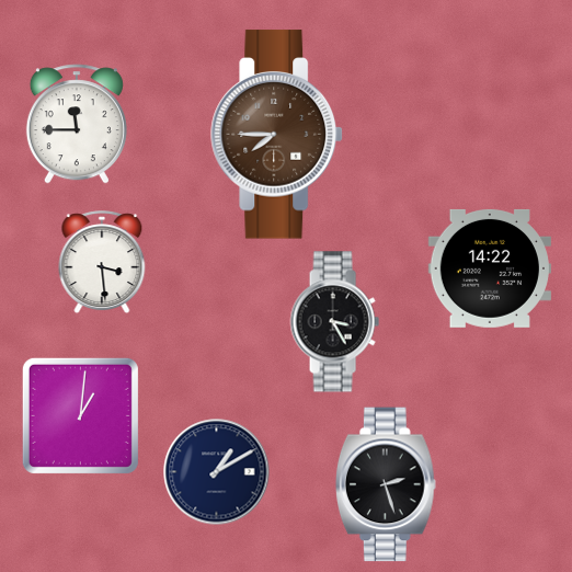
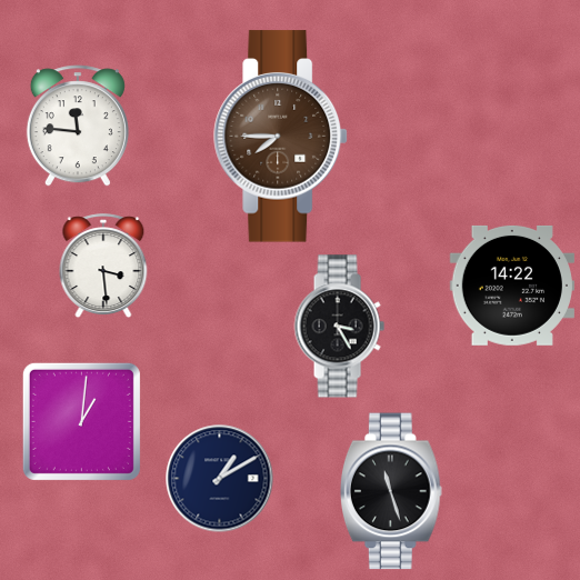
clock at (77, 124): 11:45 -> 11:46
clock at (490, 268) position: (490, 268) -> (512, 286)
clock at (386, 484): 2:27 -> 11:27
